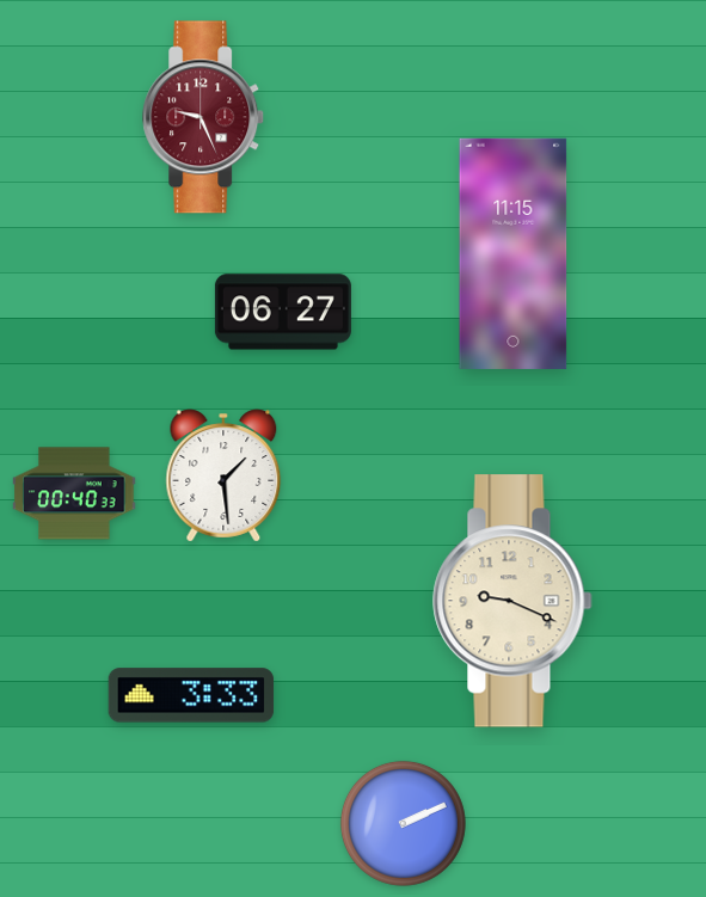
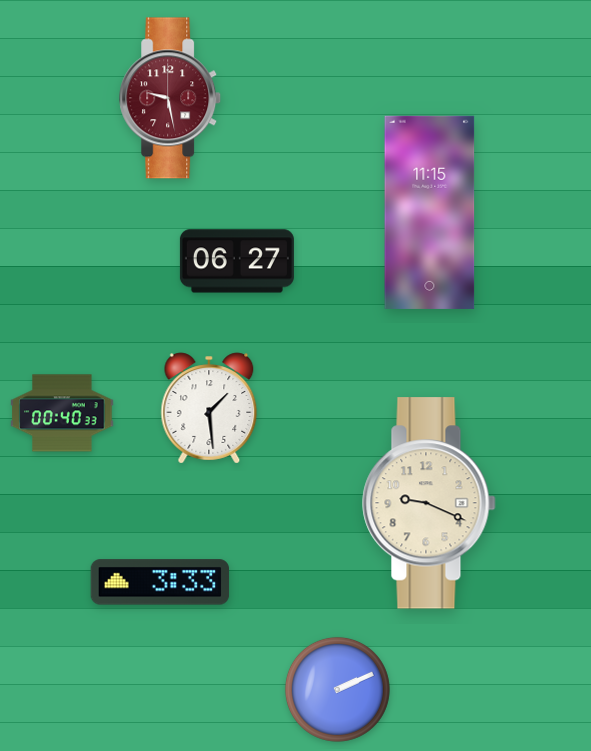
clock at (204, 117): 9:26 -> 9:28
clock at (223, 475) position: (223, 475) -> (209, 408)
